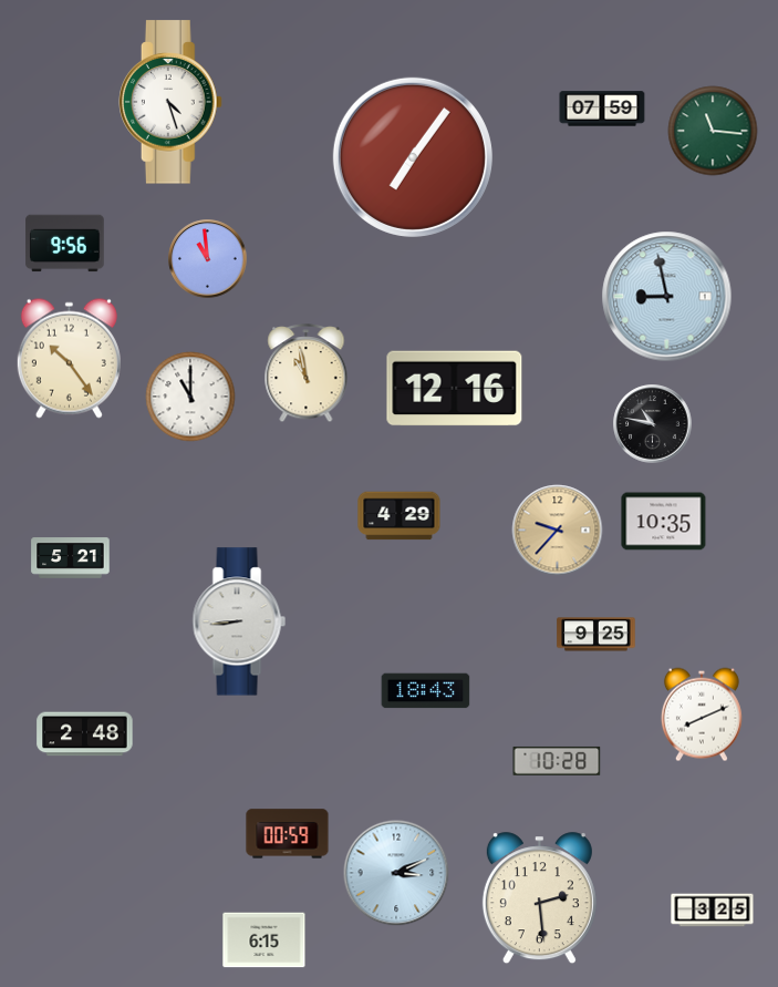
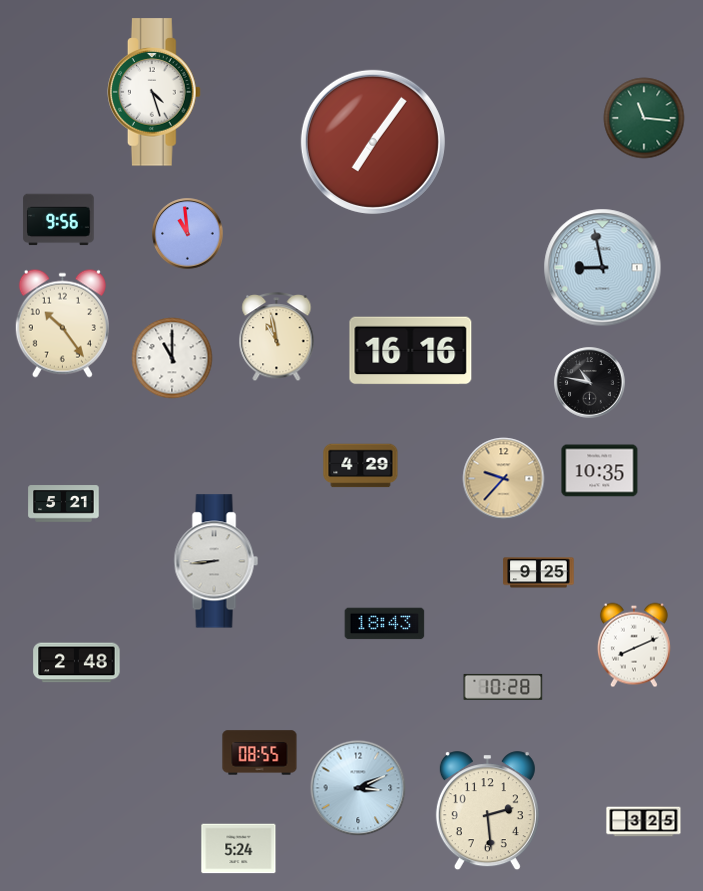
clock at (602, 109): 07:59 -> none
clock at (455, 389): 12:16 -> 16:16
clock at (288, 834): 00:59 -> 08:55
clock at (264, 940): 6:15 -> 5:24
